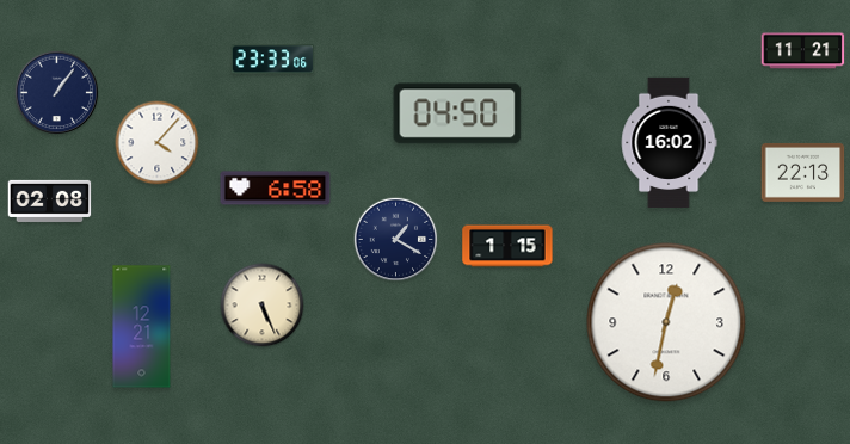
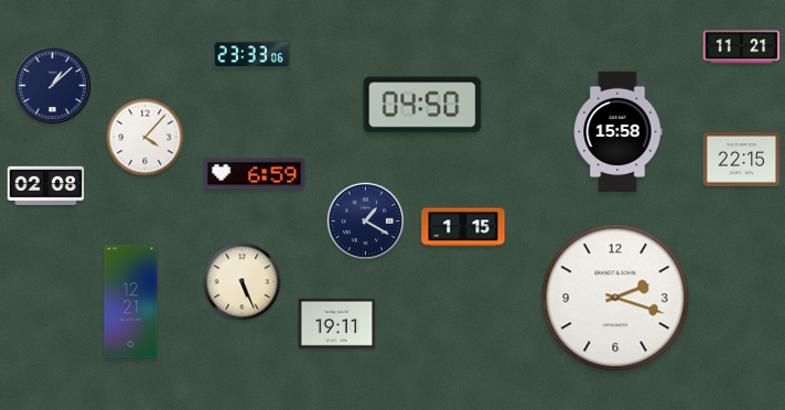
clock at (57, 93): 1:06 -> 1:08
clock at (669, 142): 16:02 -> 15:58
clock at (158, 143) position: (158, 143) -> (146, 138)
clock at (803, 172): 22:13 -> 22:15
clock at (276, 189): 6:58 -> 6:59
clock at (507, 246) position: (507, 246) -> (463, 227)
clock at (666, 322): 12:32 -> 2:18
clock at (337, 323): none -> 19:11
